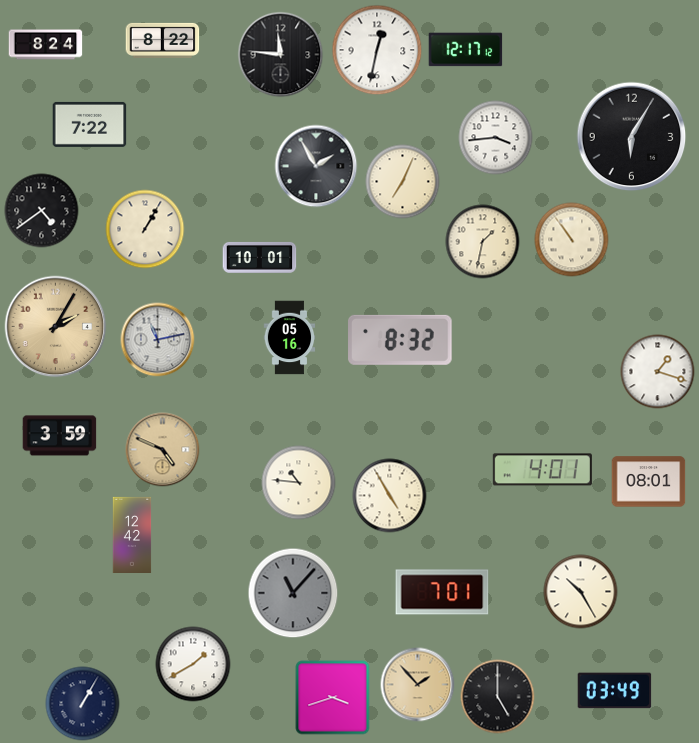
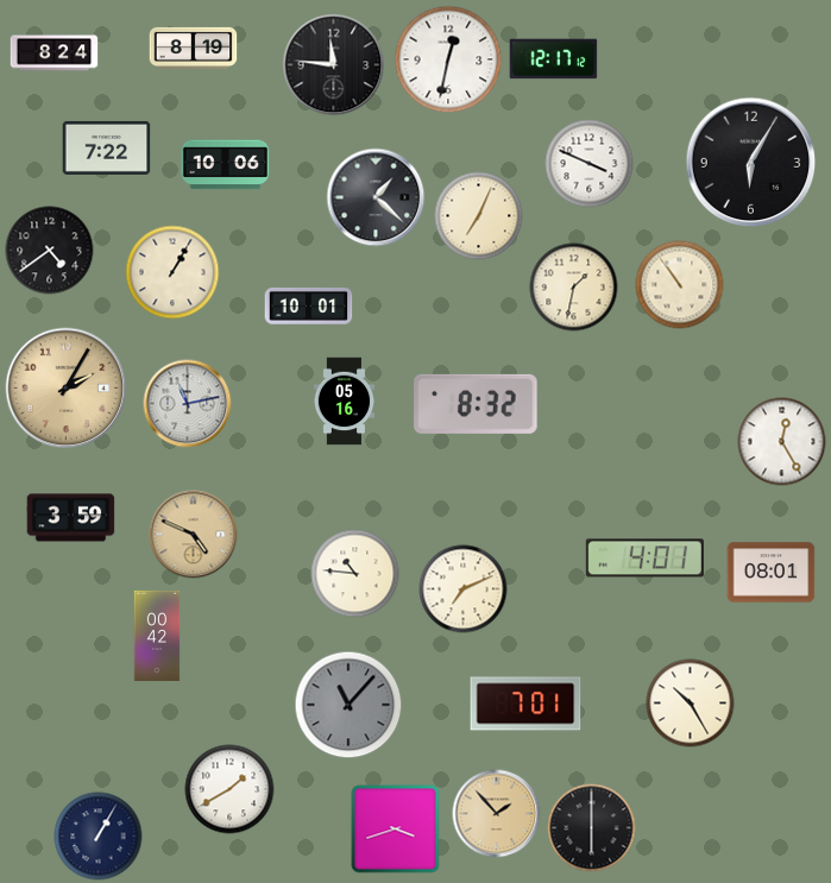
clock at (163, 40): 8:22 -> 8:19
clock at (496, 138): 3:44 -> 3:49
clock at (226, 165): none -> 10:06
clock at (316, 166): 1:55 -> 1:22
clock at (658, 372): 1:18 -> 12:25
clock at (390, 496): 4:55 -> 7:11
clock at (132, 534): 12:42 -> 00:42
clock at (615, 691): 03:49 -> none
clock at (498, 697): 5:00 -> 6:00
